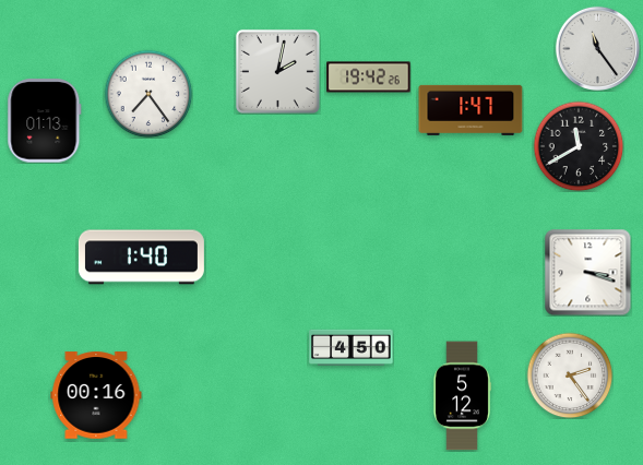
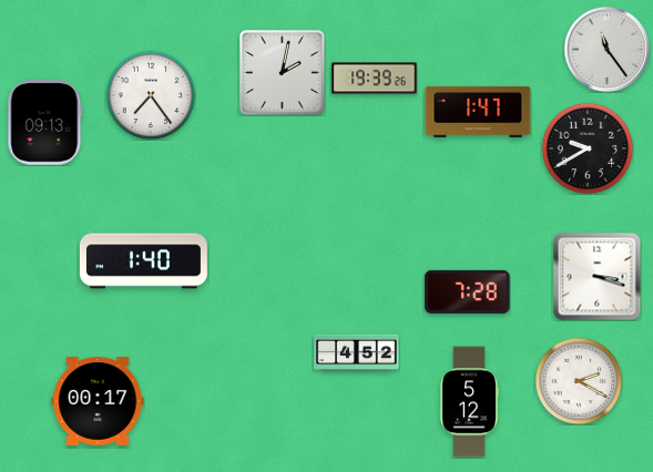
clock at (369, 77): 19:42 -> 19:39
clock at (45, 121): 01:13 -> 09:13
clock at (579, 146): 11:40 -> 9:40
clock at (468, 291): none -> 7:28
clock at (352, 347): 4:50 -> 4:52
clock at (570, 375): 2:24 -> 2:20
clock at (96, 395): 00:16 -> 00:17
